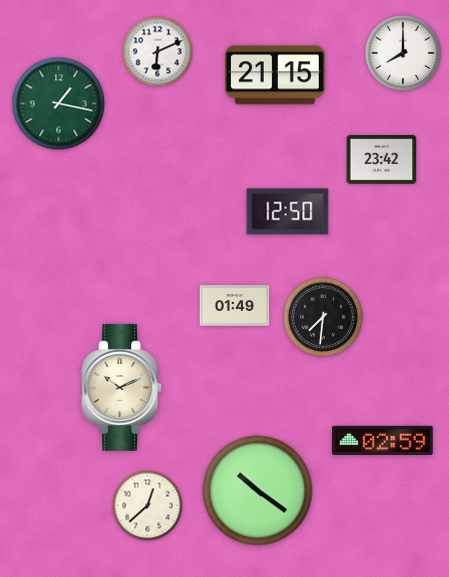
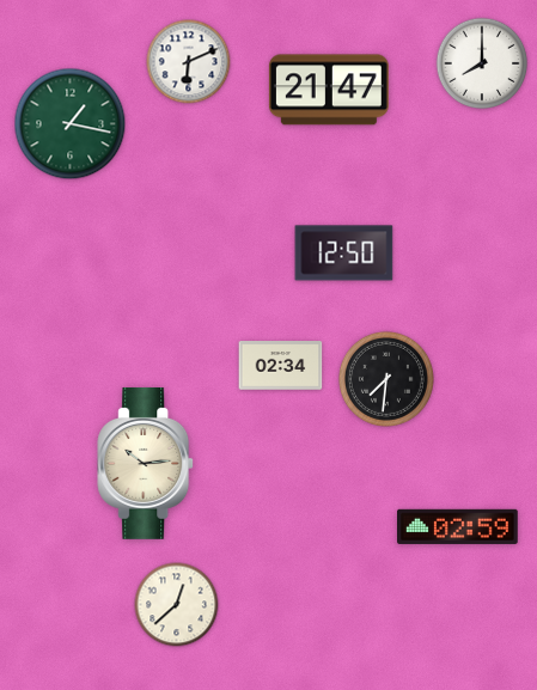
clock at (275, 75): 21:15 -> 21:47
clock at (382, 160): 23:42 -> none
clock at (235, 306): 01:49 -> 02:34
clock at (122, 387): 10:11 -> 10:14
clock at (258, 491): 10:21 -> none
